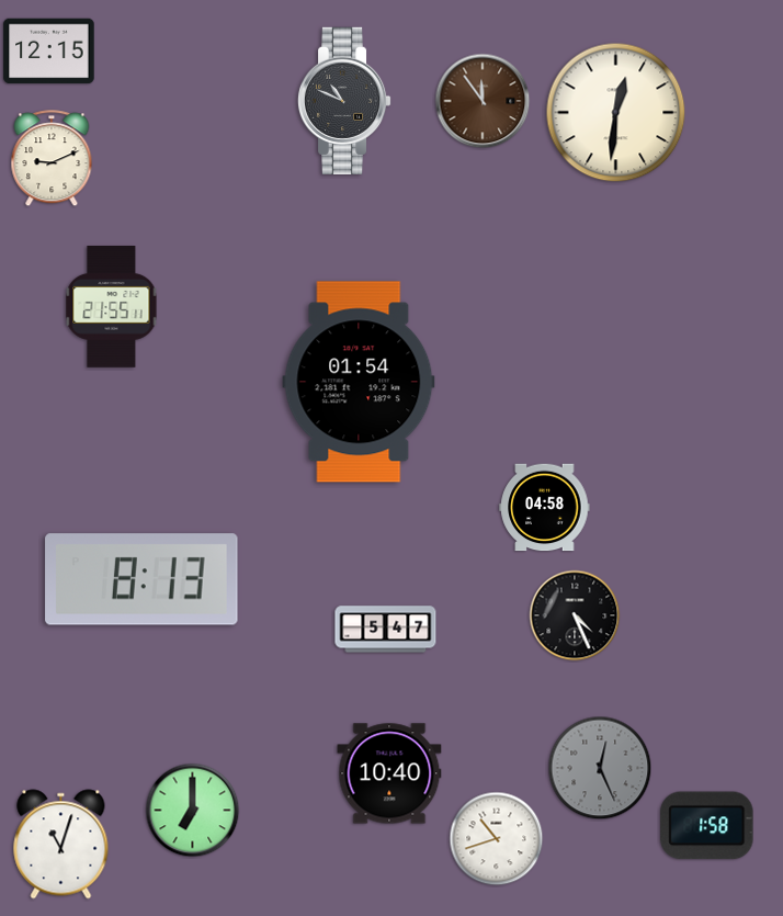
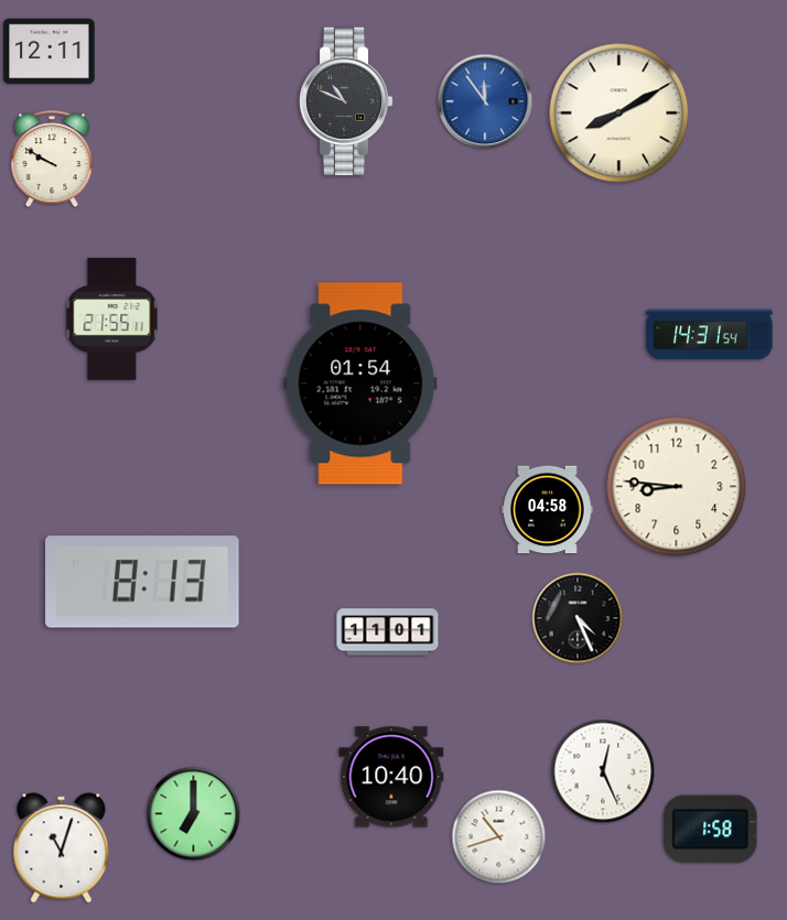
clock at (49, 52): 12:15 -> 12:11
clock at (483, 101) dial: brown -> blue
clock at (616, 113): 12:31 -> 8:10
clock at (52, 159): 9:11 -> 9:50
clock at (112, 307) position: (112, 307) -> (112, 320)
clock at (710, 335): none -> 14:31
clock at (677, 487): none -> 8:46
clock at (386, 630): 5:47 -> 11:01
clock at (600, 768) dial: grey -> white
clock at (497, 839) position: (497, 839) -> (499, 837)
